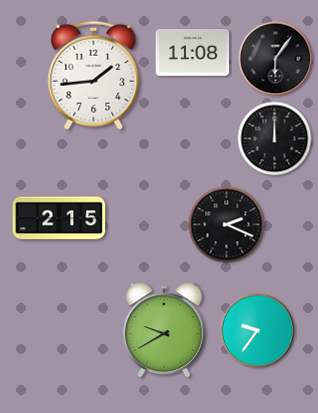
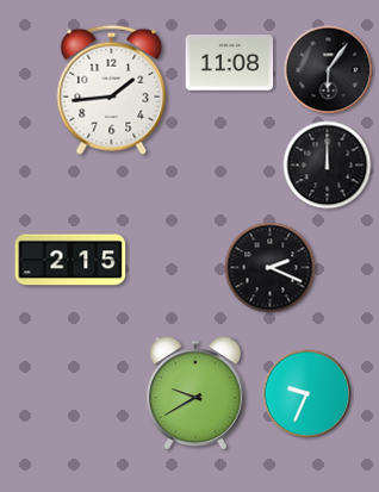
clock at (258, 331): 9:36 -> 9:34
